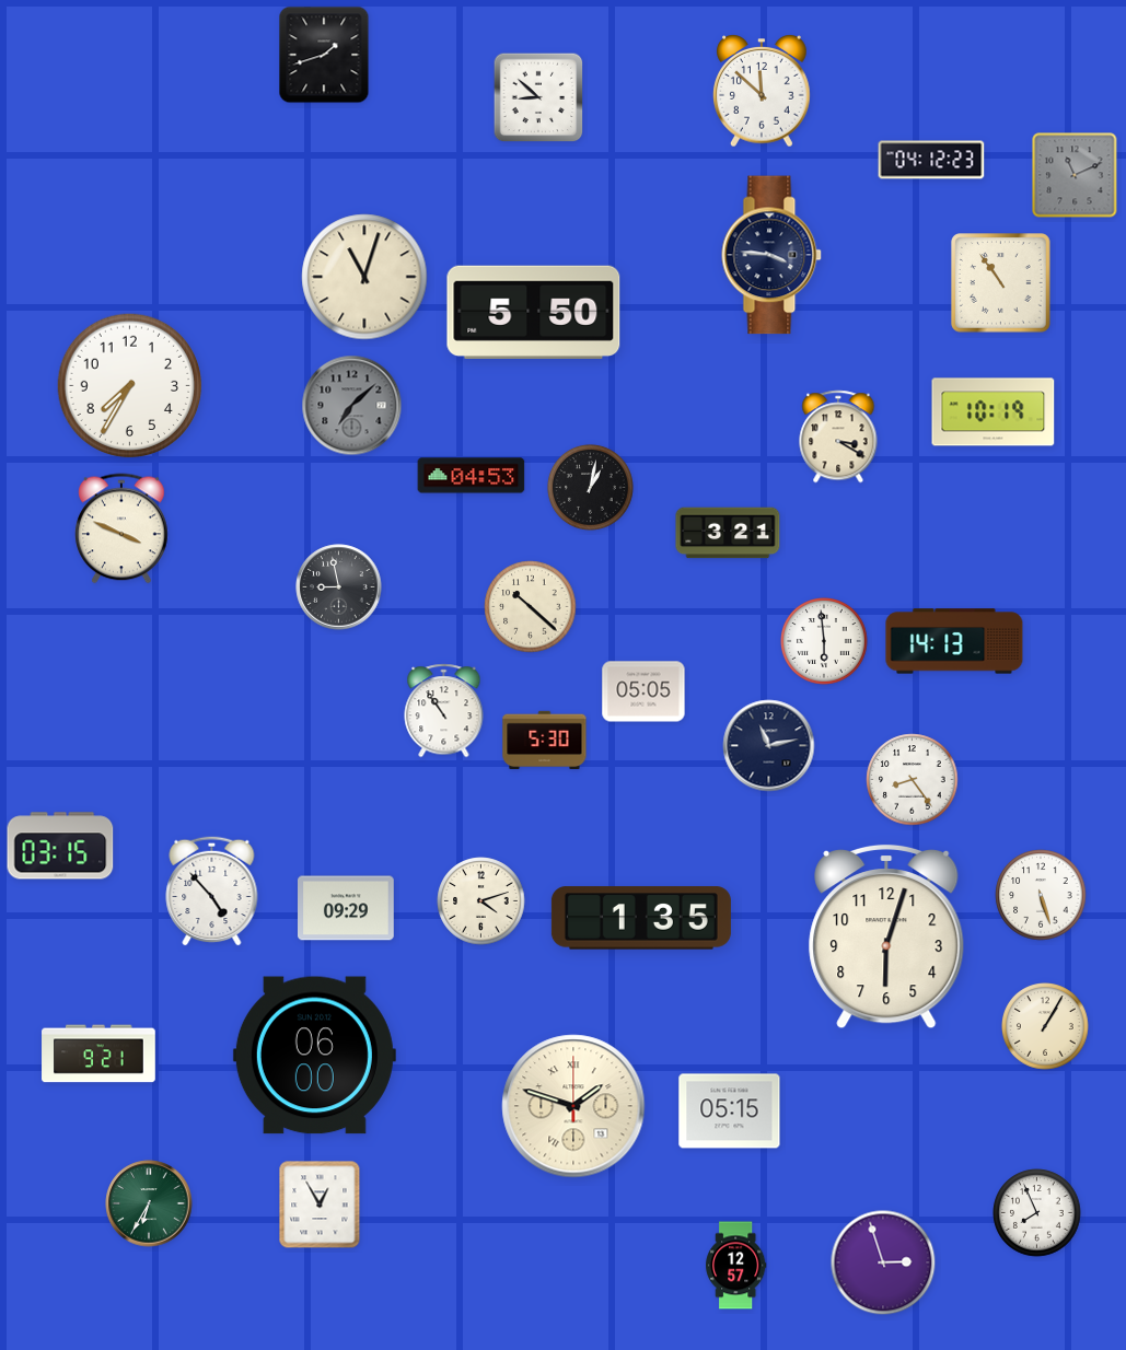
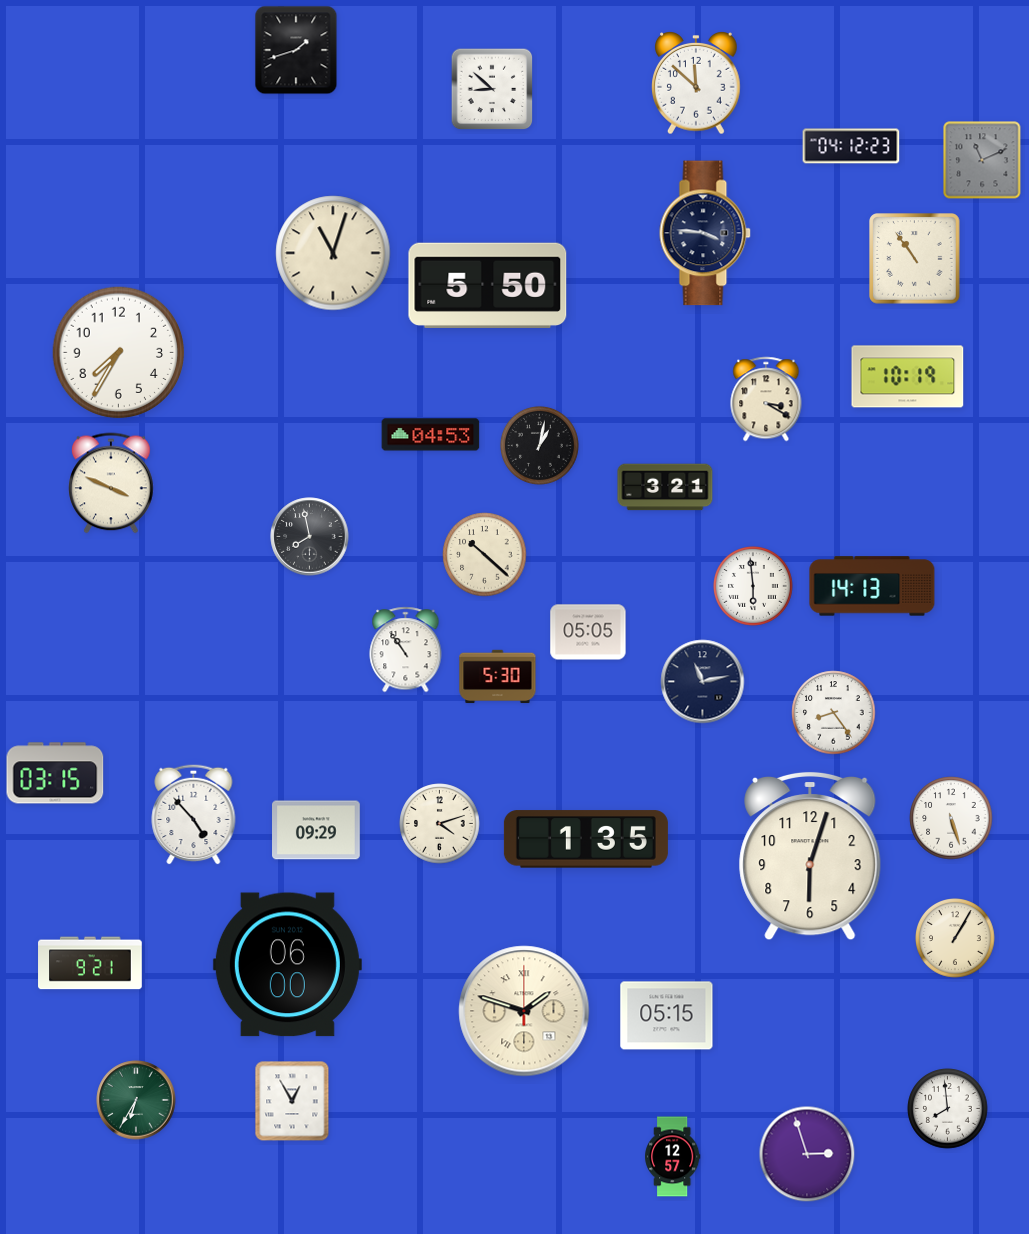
clock at (352, 406): 7:08 -> none
clock at (339, 587): 8:58 -> 7:58
clock at (1037, 1213): 7:56 -> 7:59
